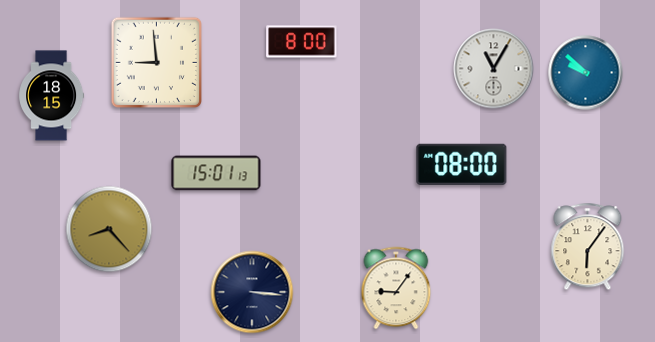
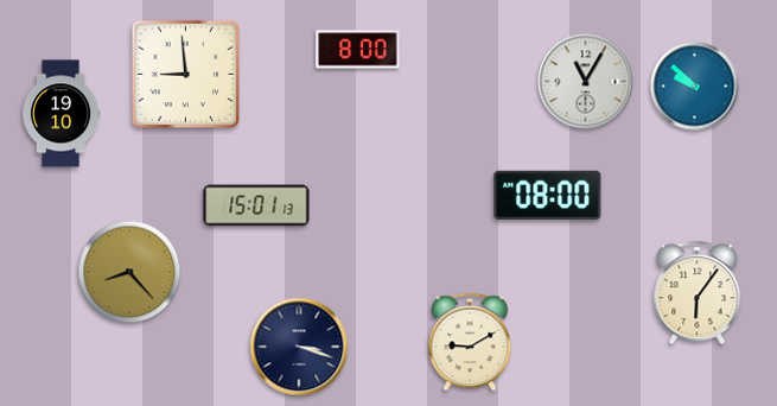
clock at (52, 96): 18:15 -> 19:10
clock at (396, 288): 9:06 -> 9:10
clock at (252, 292): 3:16 -> 3:18
